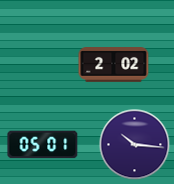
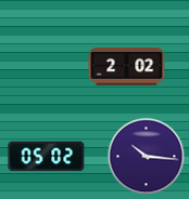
clock at (114, 65) position: (114, 65) -> (127, 67)
clock at (43, 145): 05:01 -> 05:02
